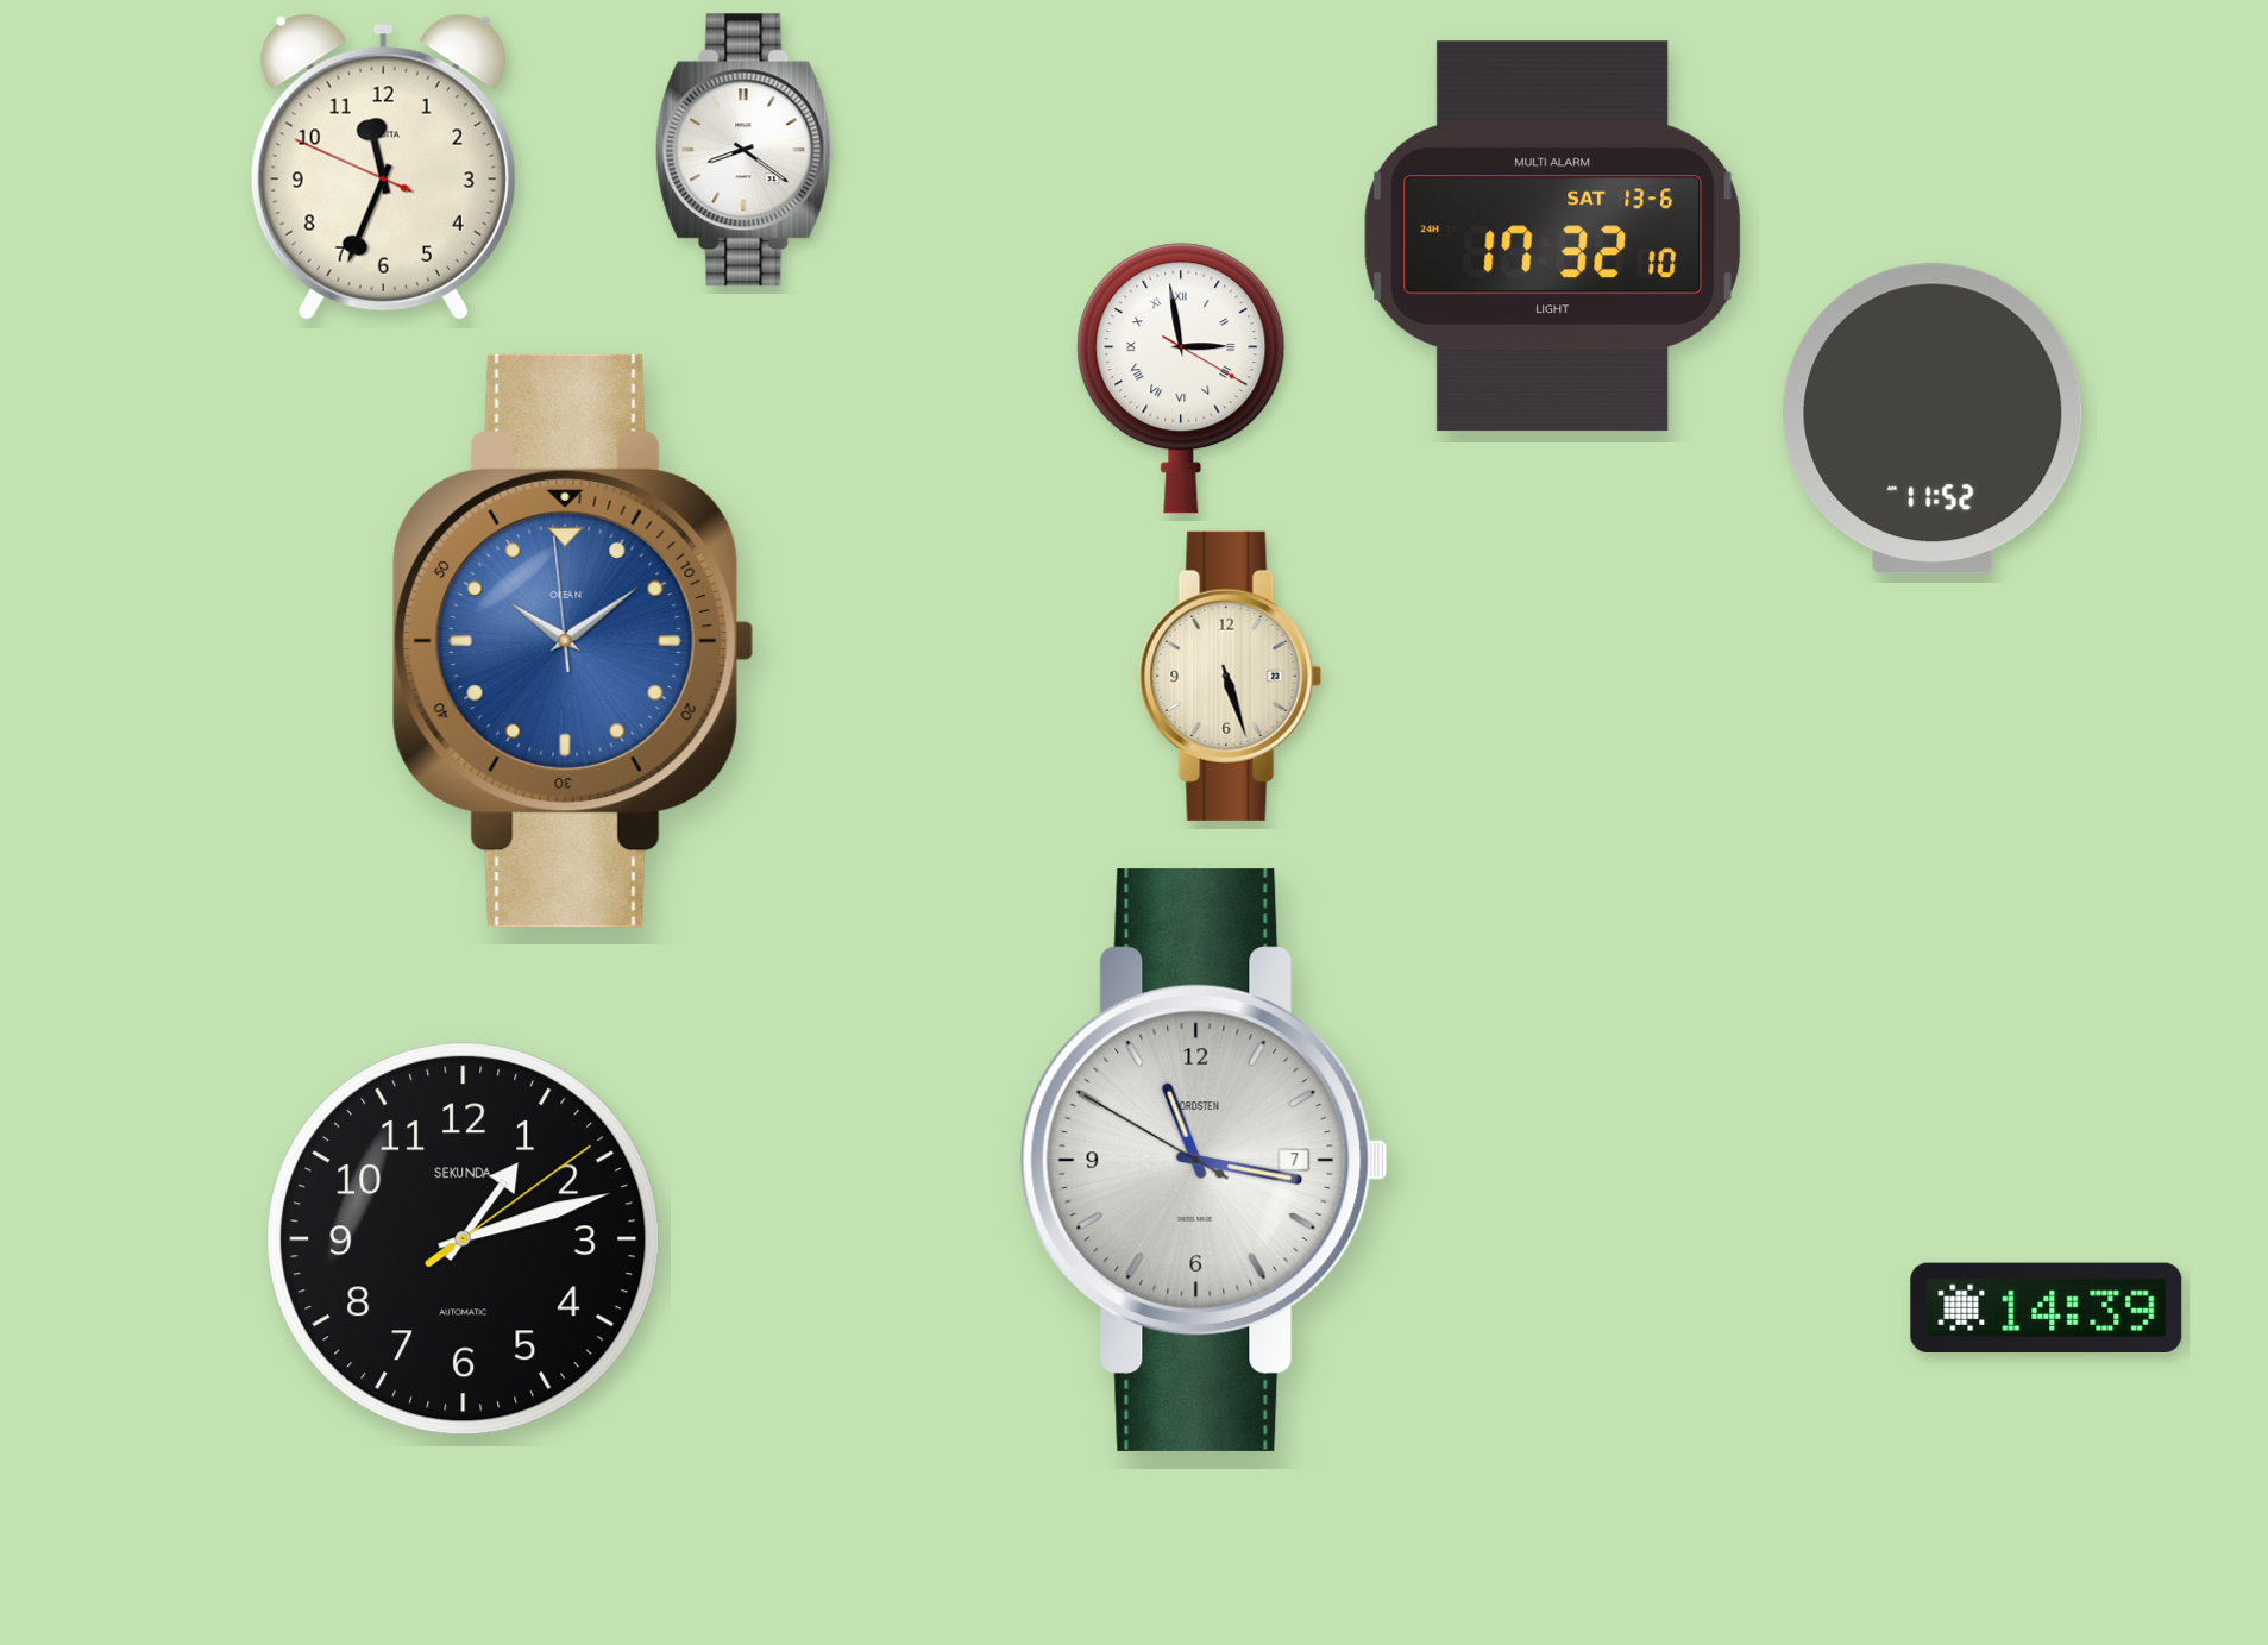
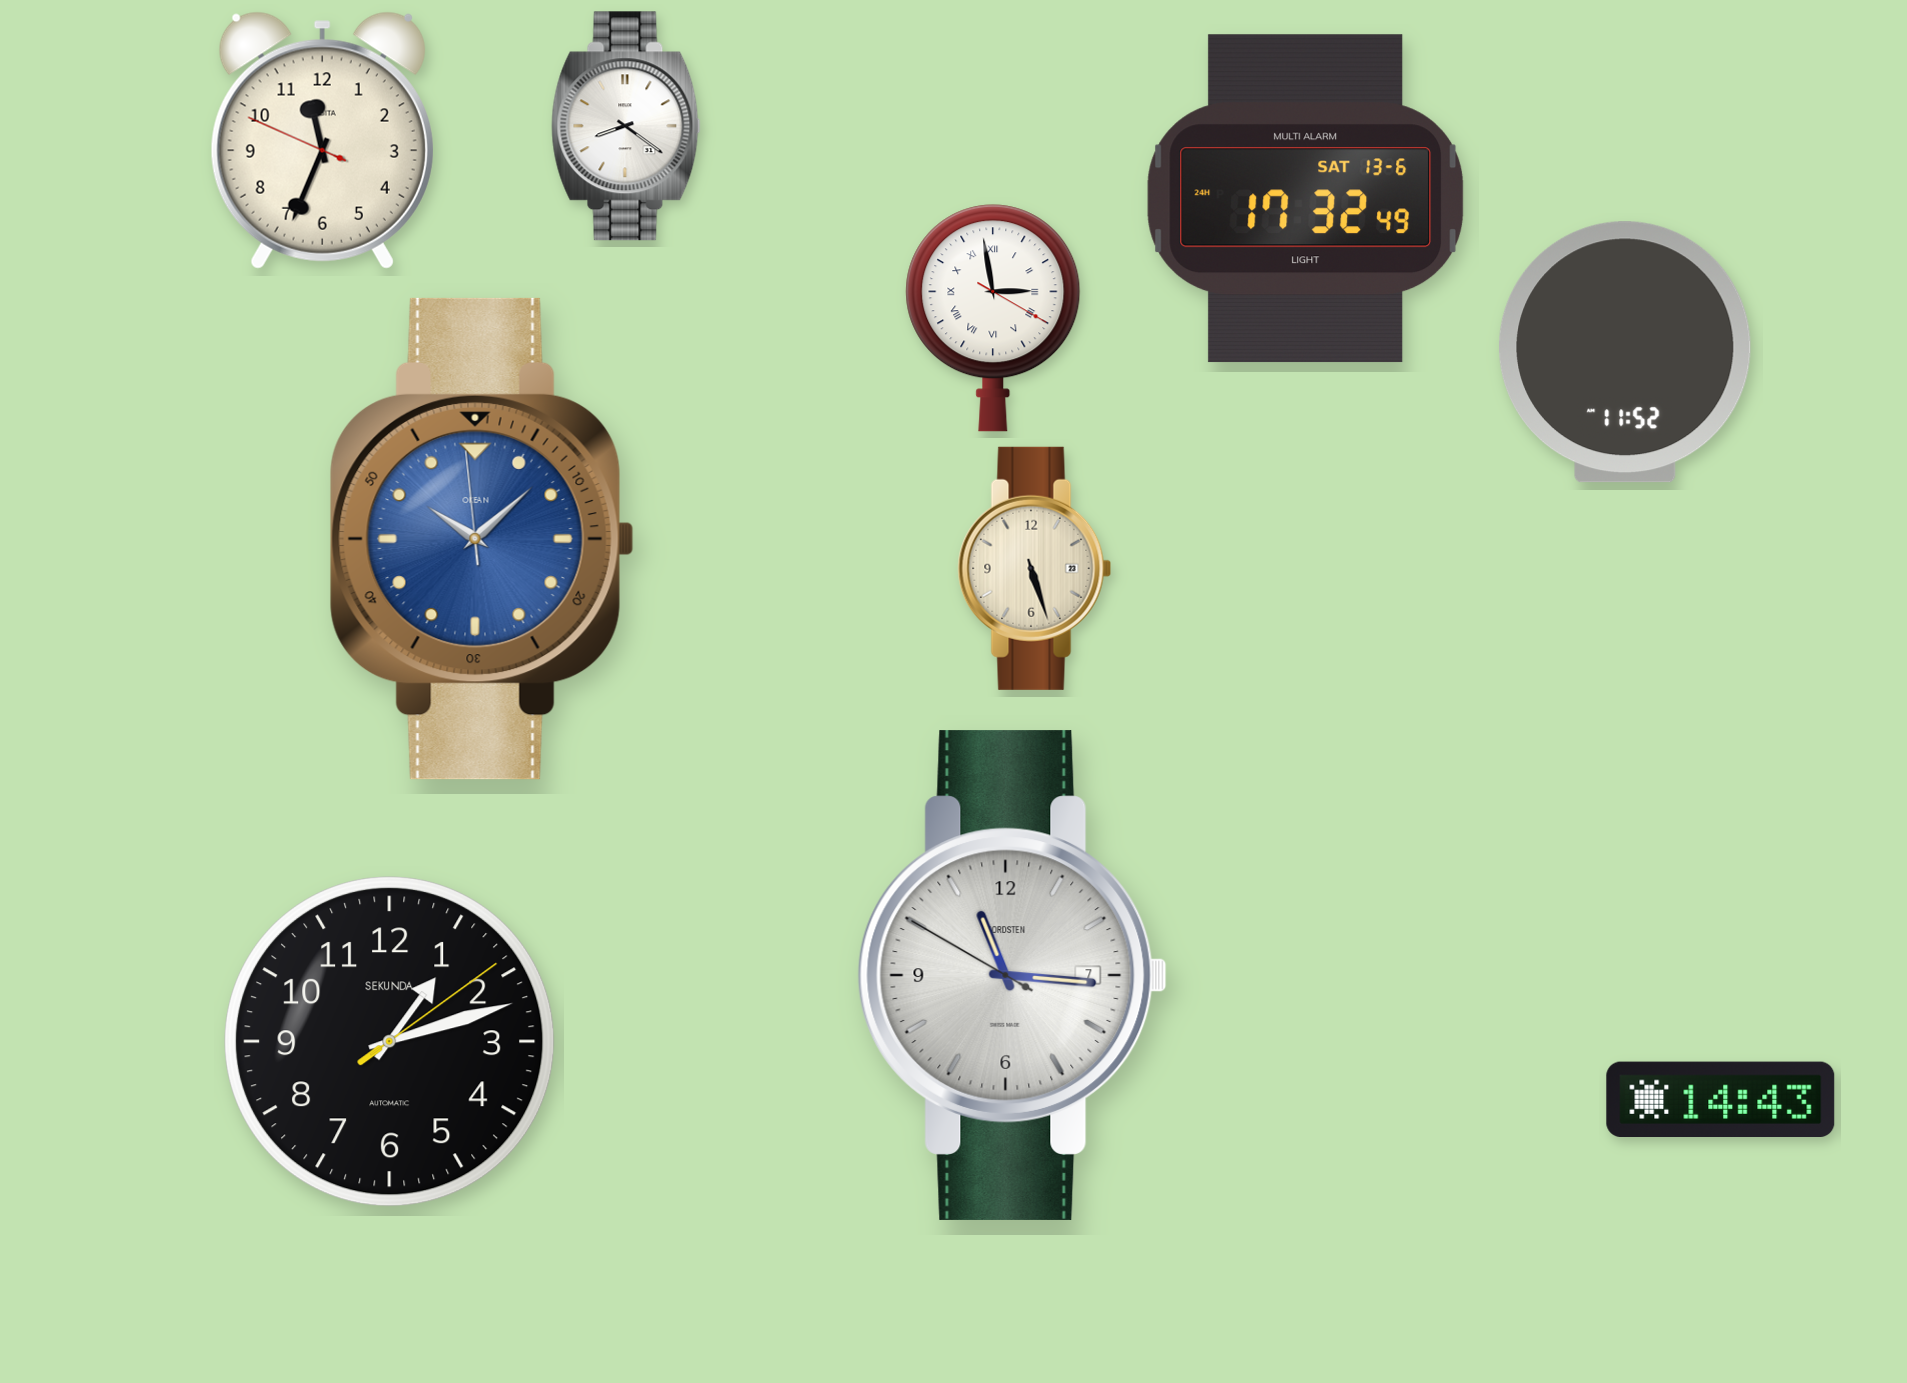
clock at (1553, 237): 17:32:10 -> 17:32:49
clock at (573, 641): 10:08 -> 10:07
clock at (1204, 1160): 11:16 -> 11:15
clock at (2047, 1307): 14:39 -> 14:43
